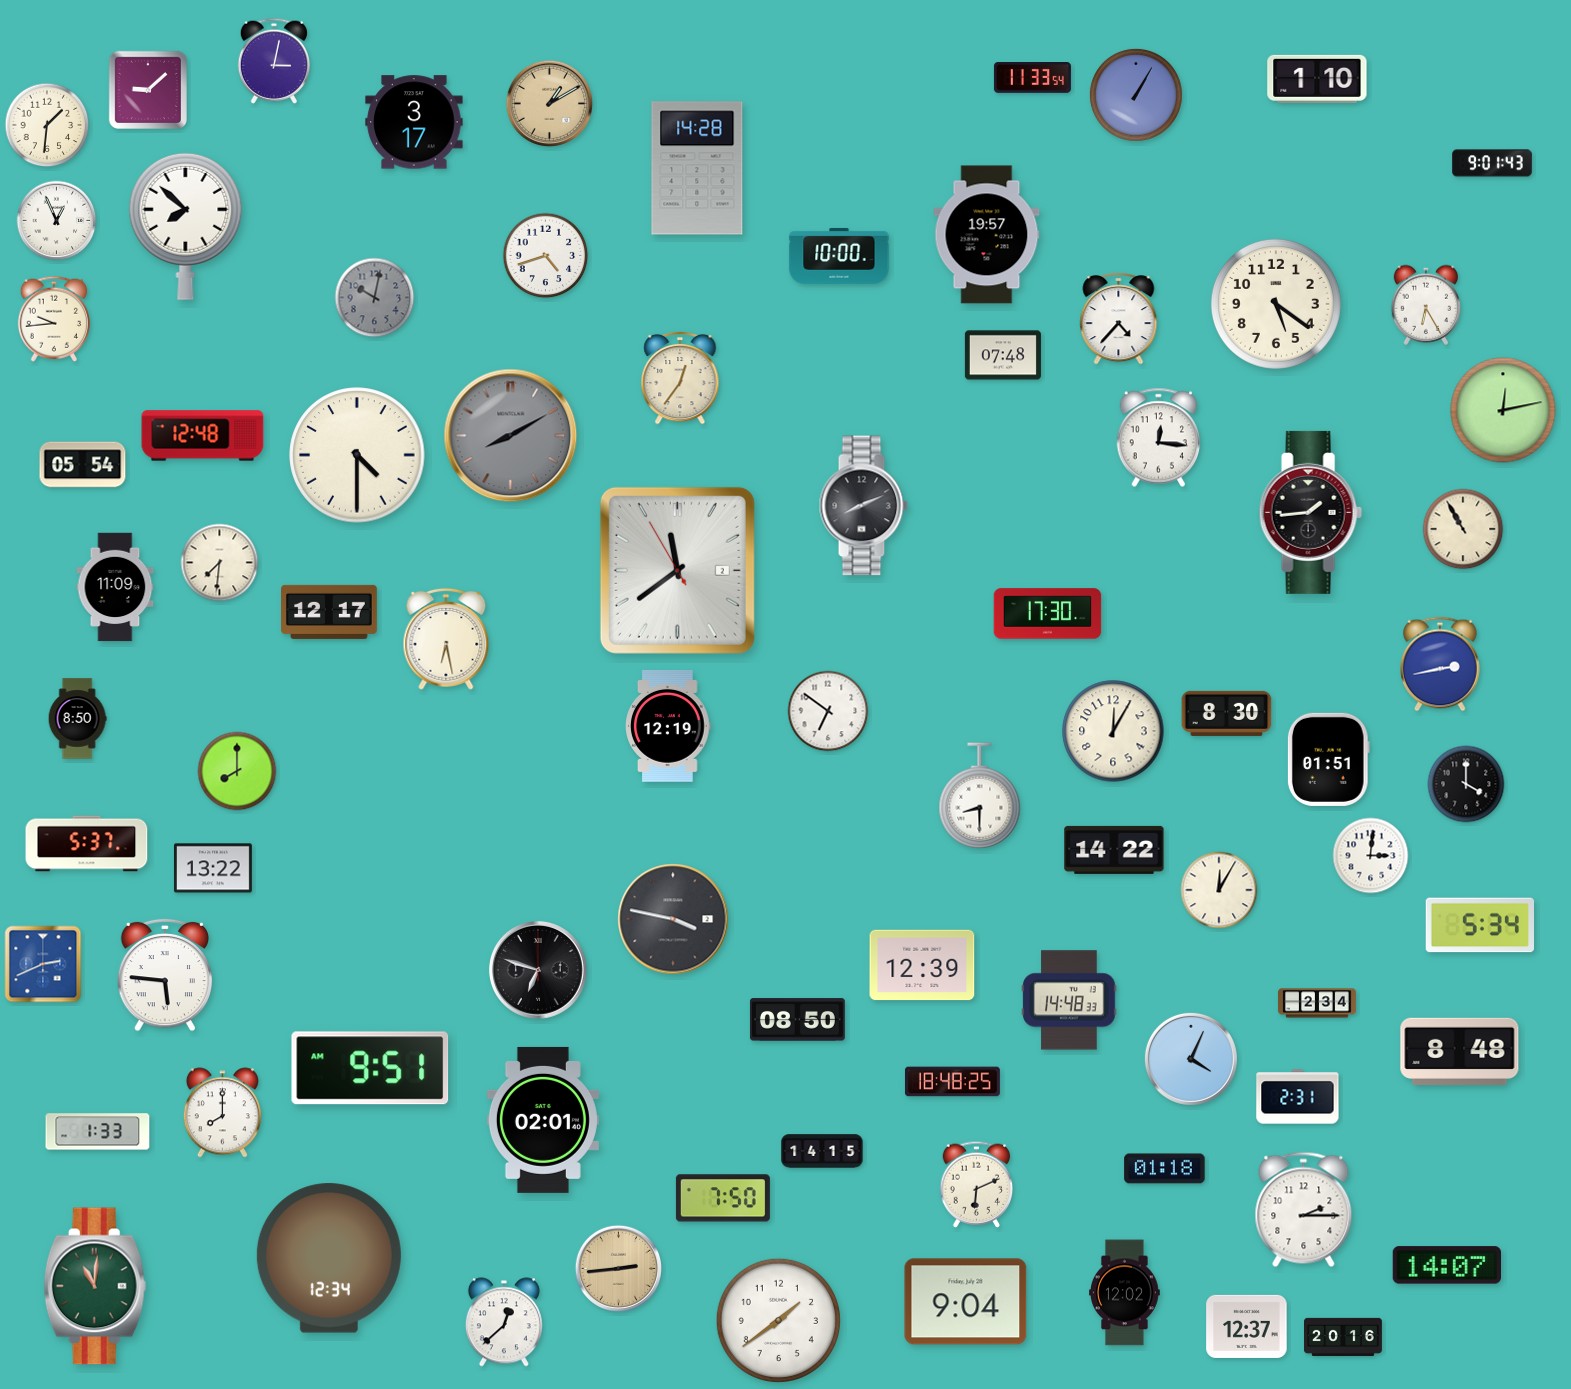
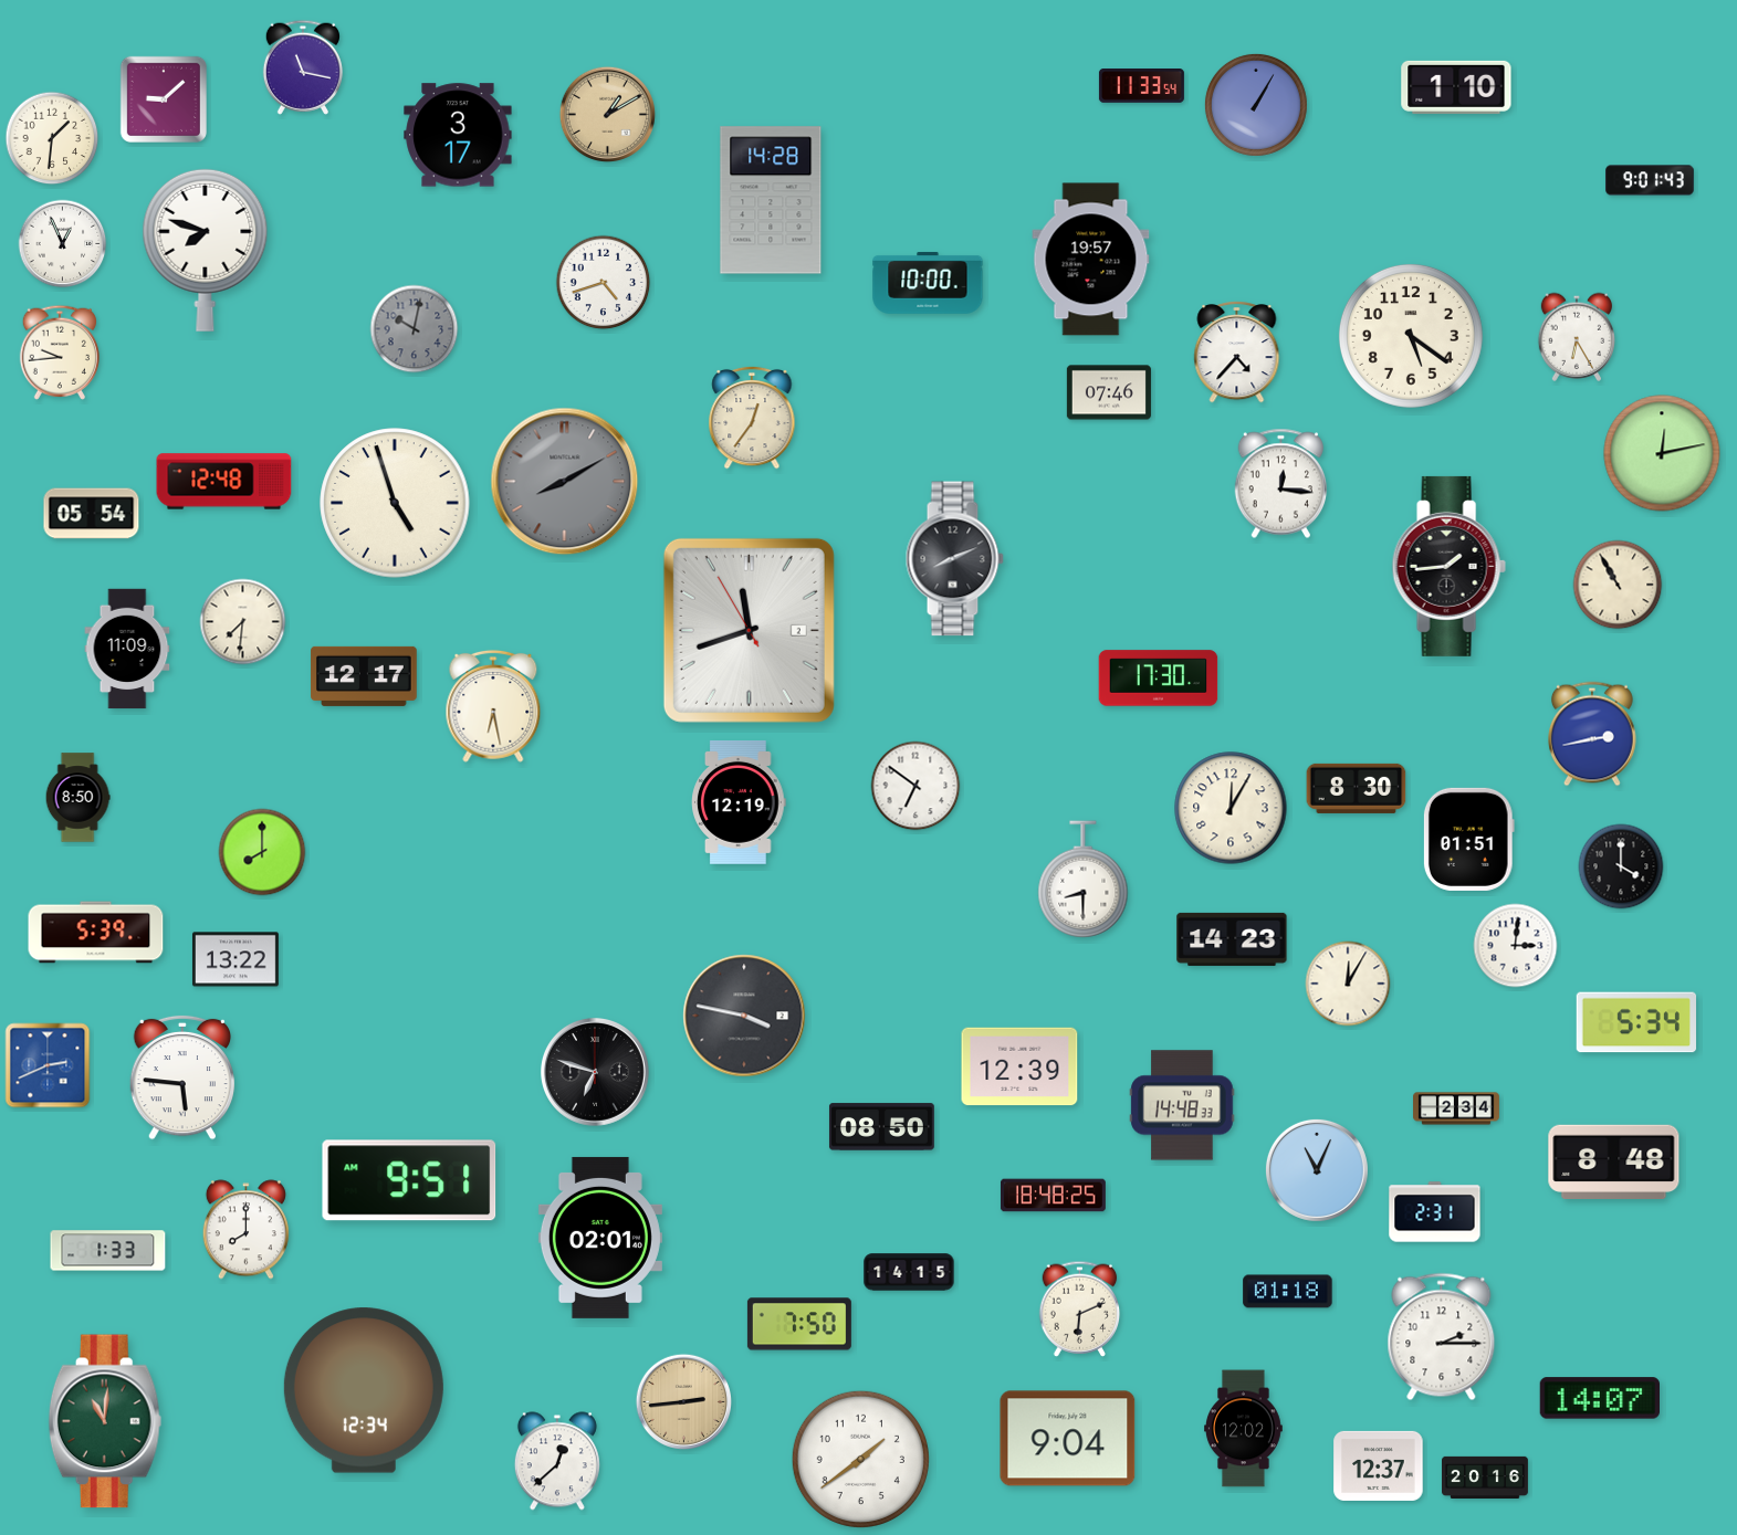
clock at (273, 61): 3:02 -> 11:17
clock at (697, 168) position: (697, 168) -> (771, 200)
clock at (186, 226): 7:52 -> 7:48
clock at (1003, 355): 07:48 -> 07:46
clock at (357, 455): 4:30 -> 4:57
clock at (677, 570): 11:38 -> 11:41
clock at (77, 719) position: (77, 719) -> (77, 798)
clock at (87, 844): 5:37 -> 5:39
clock at (1114, 850): 14:22 -> 14:23
clock at (1191, 1059): 4:04 -> 11:04
